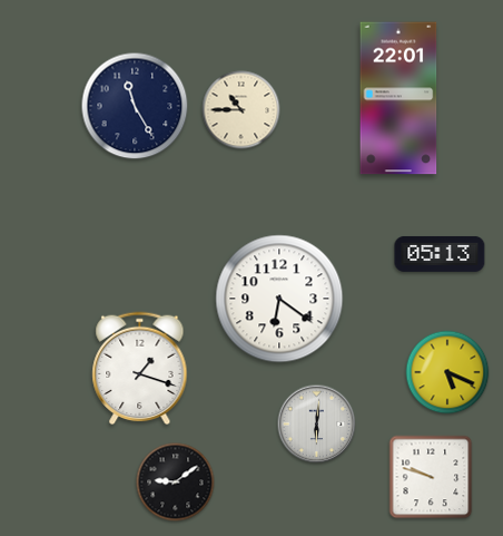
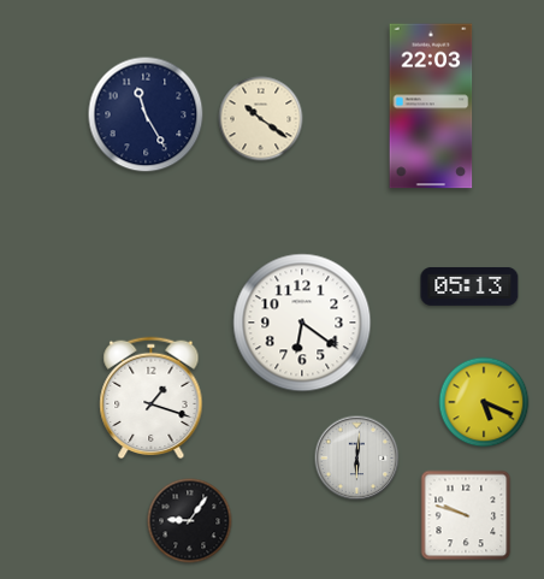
clock at (398, 98): 22:01 -> 22:03
clock at (241, 110): 10:45 -> 10:21
clock at (440, 254) position: (440, 254) -> (469, 286)
clock at (317, 425) position: (317, 425) -> (357, 459)
clock at (176, 483): 9:09 -> 9:06
